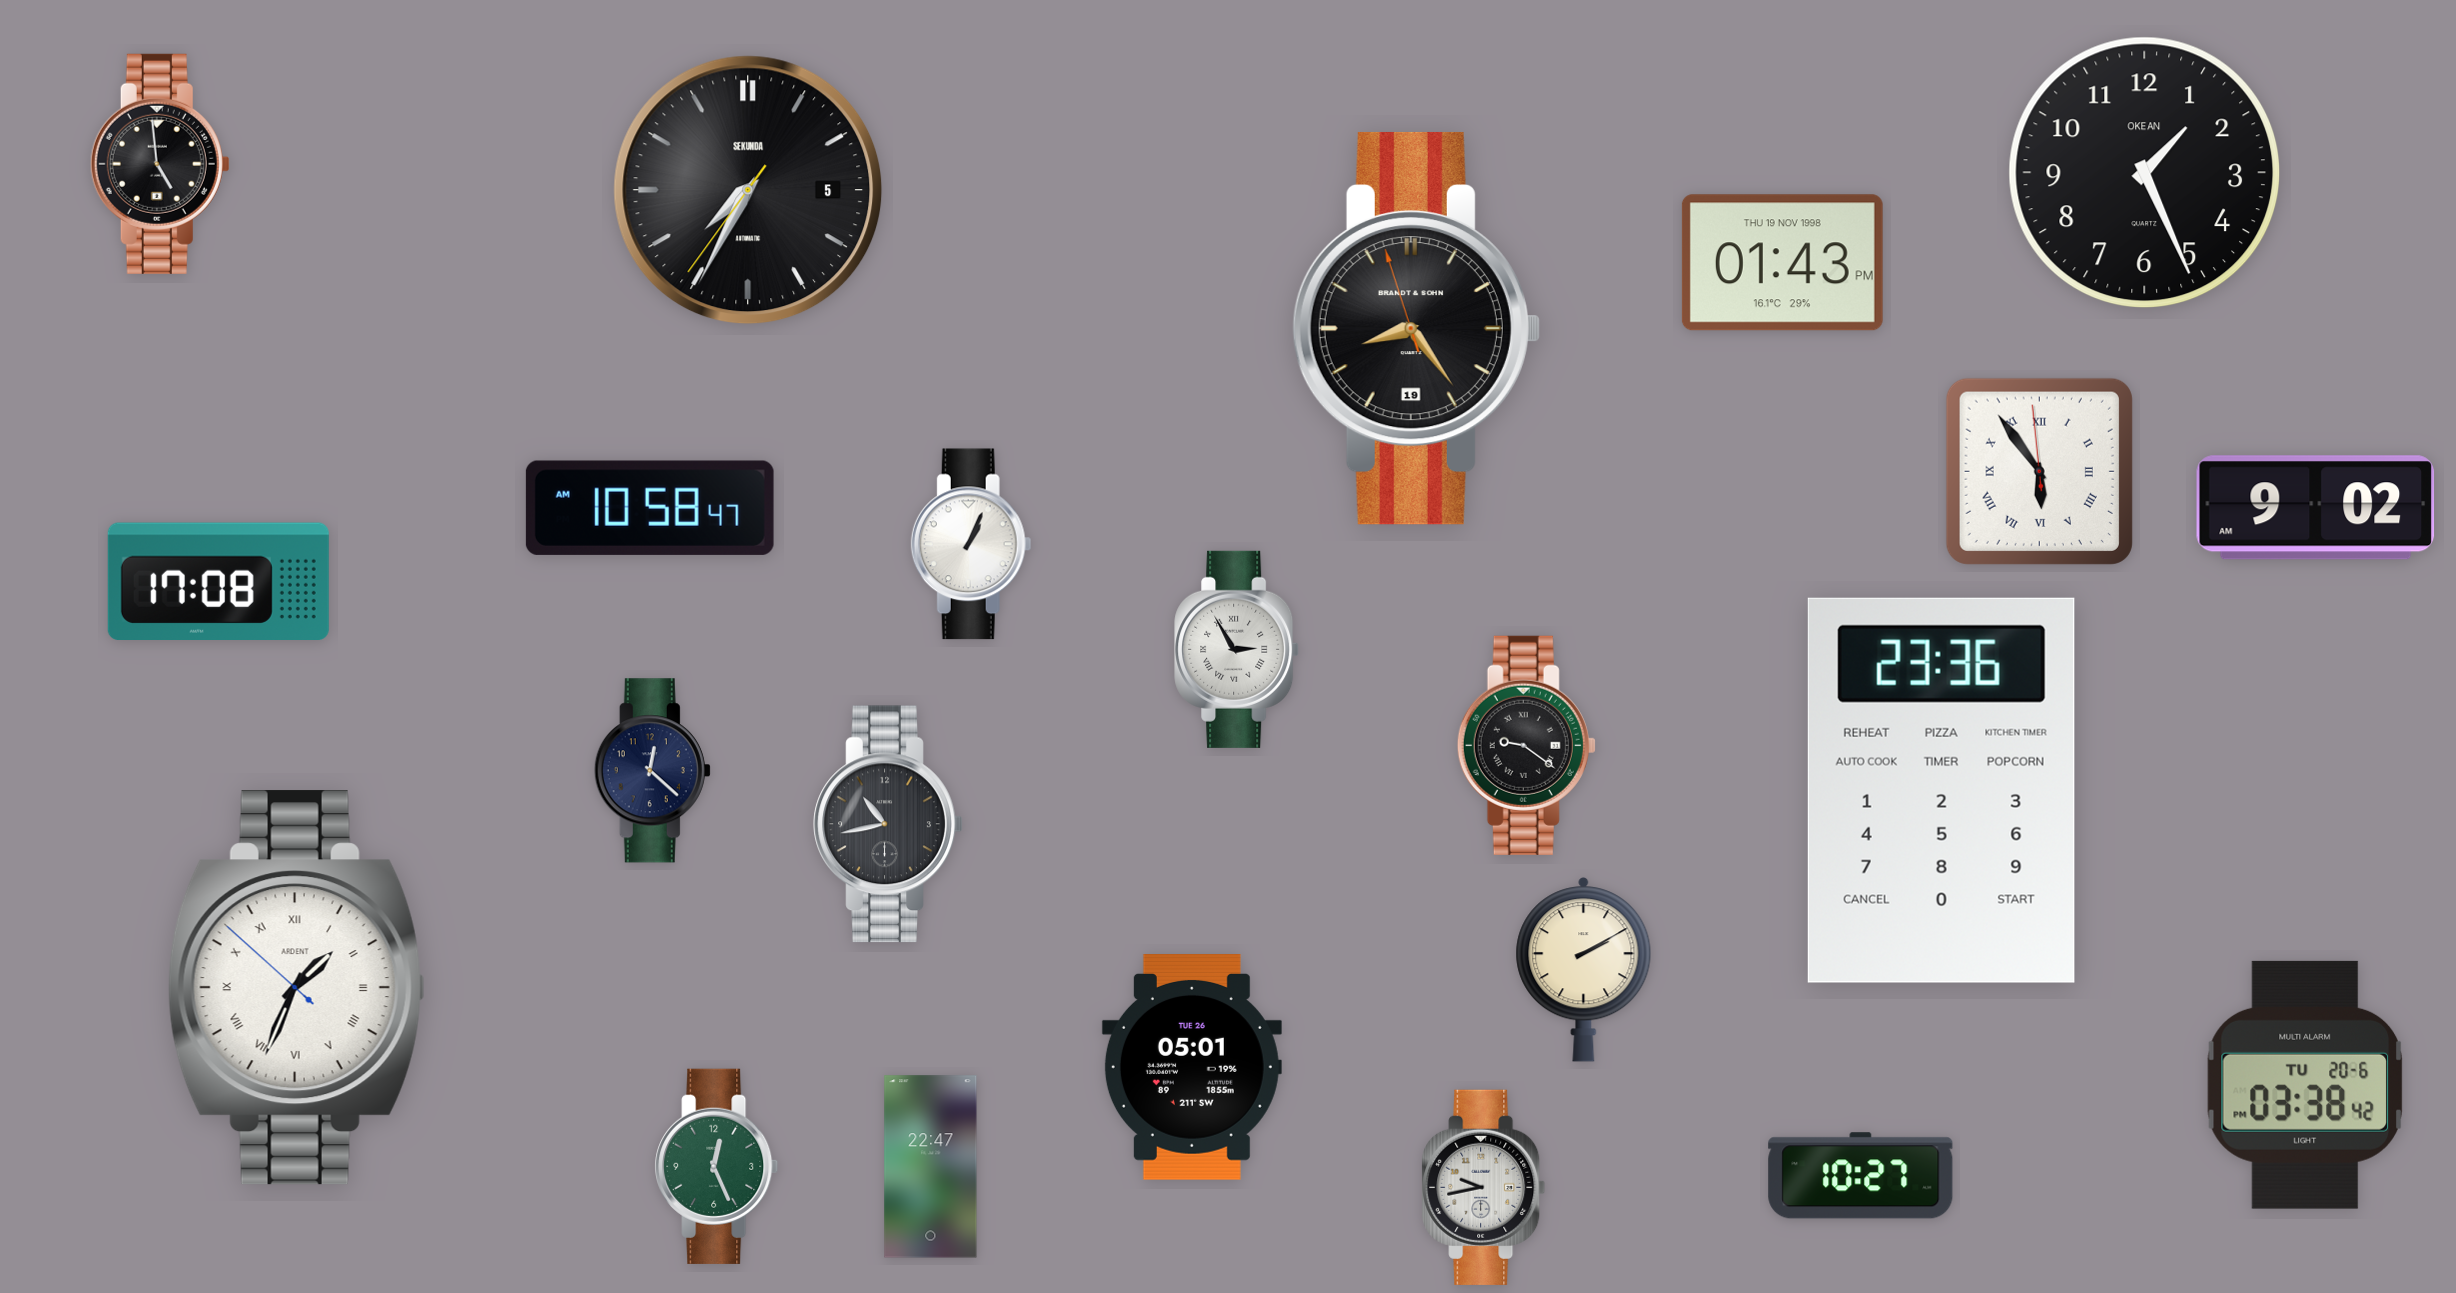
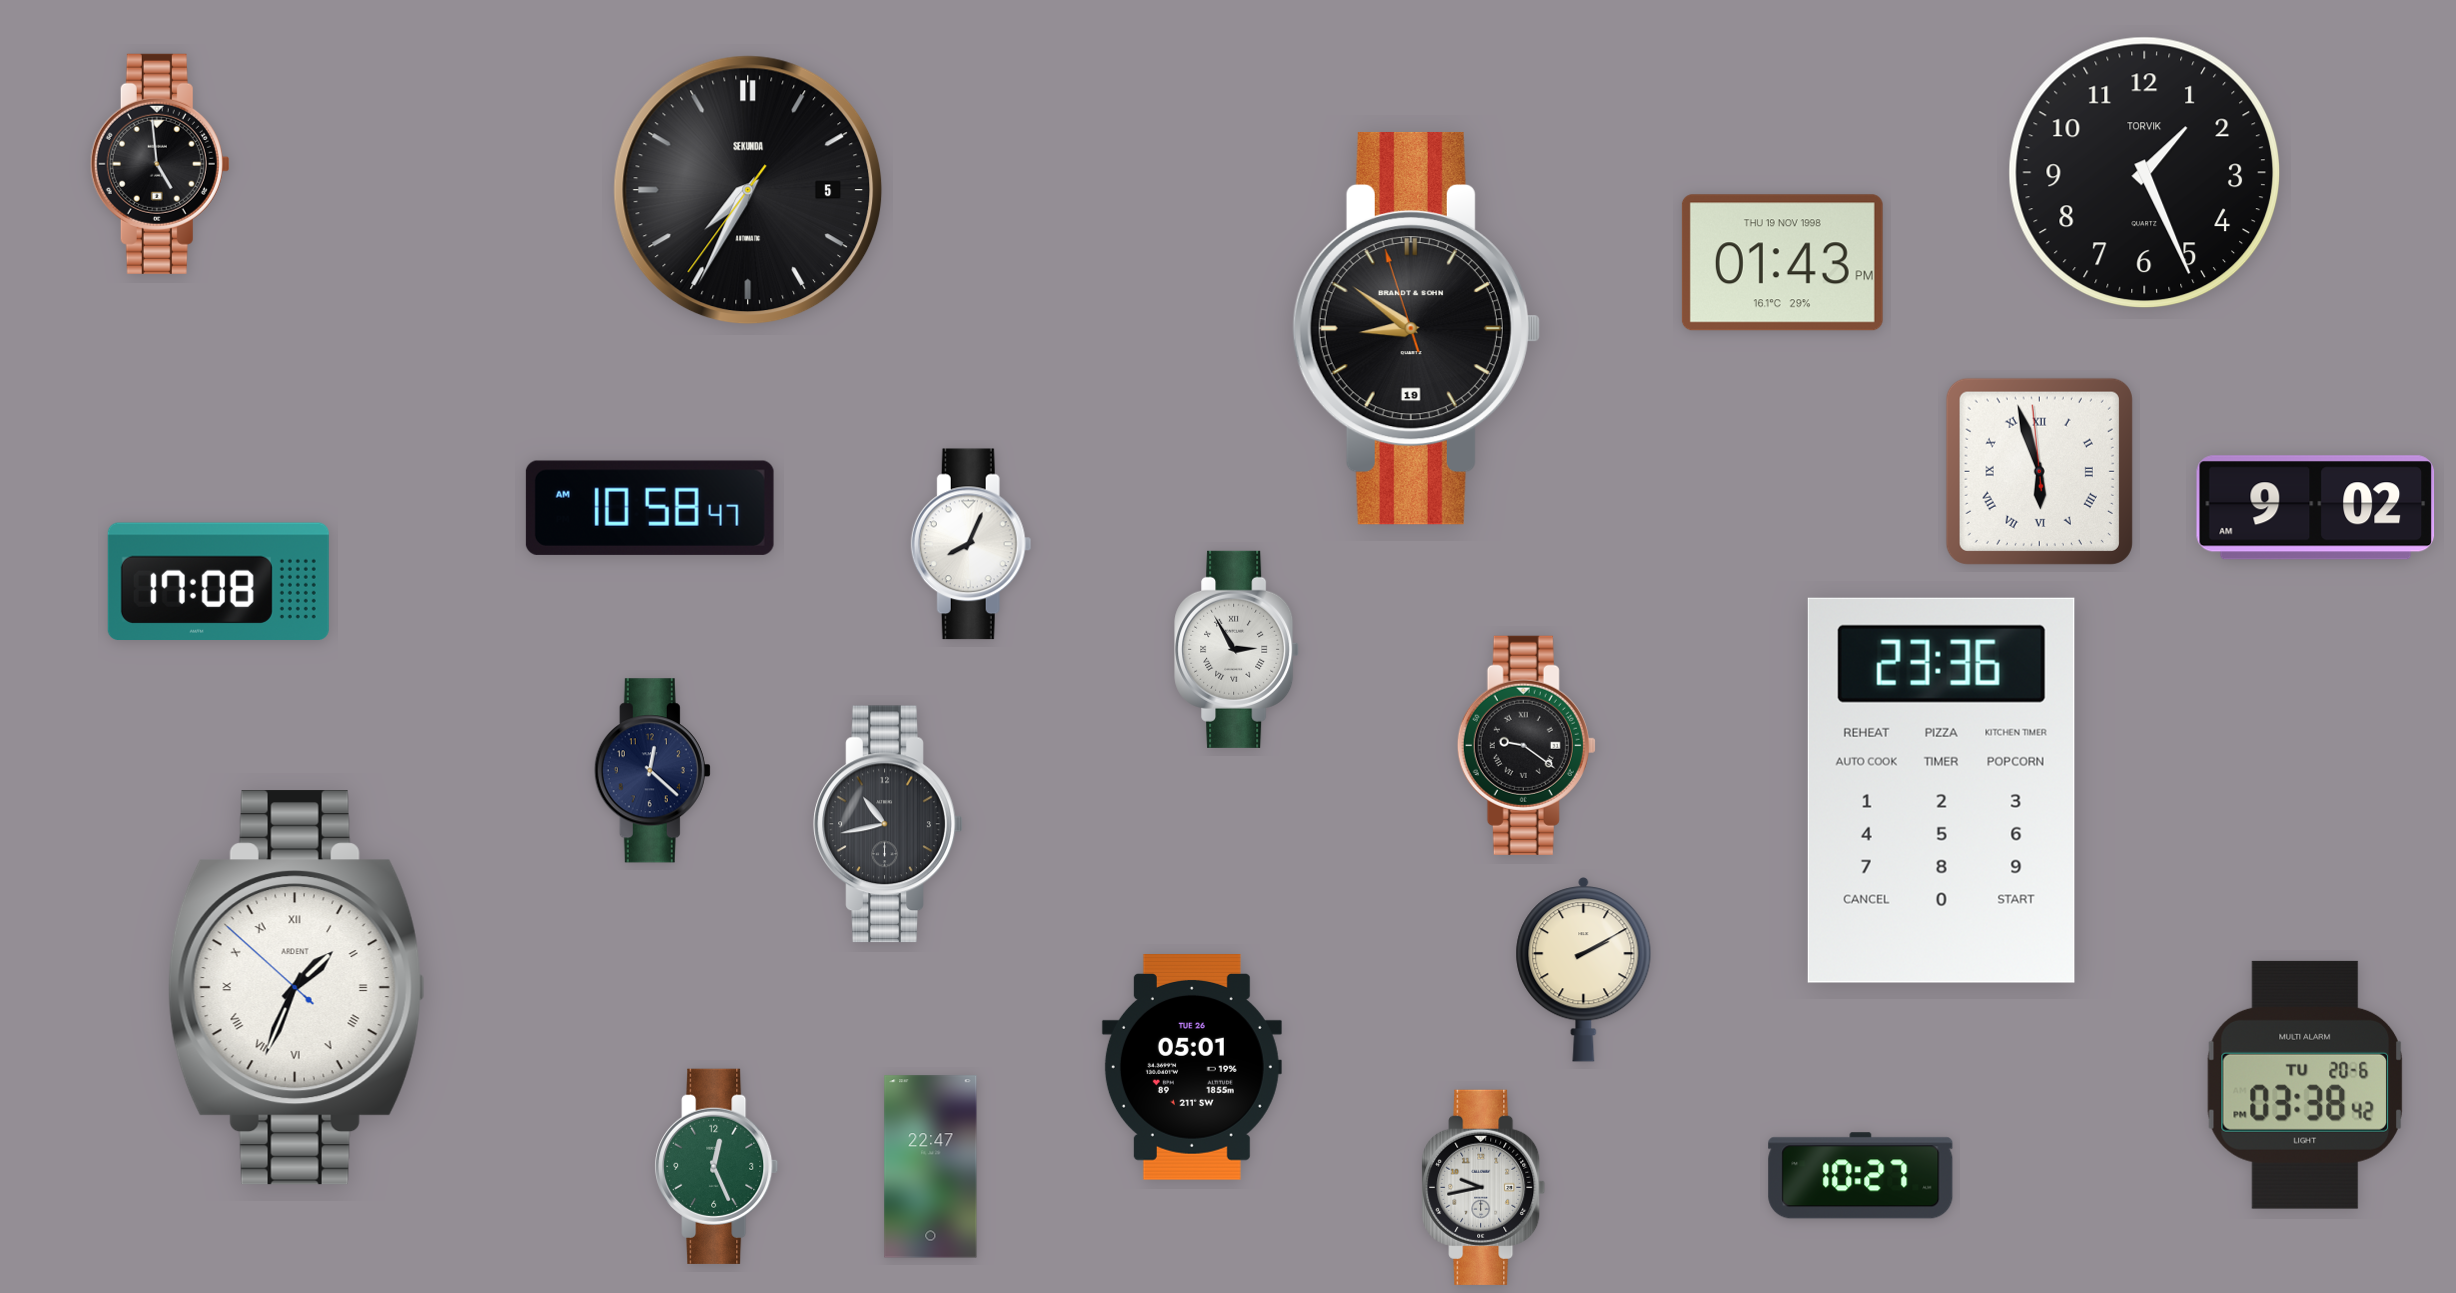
clock at (2144, 173) brand: OKEAN -> TORVIK
clock at (1416, 328): 8:23 -> 8:50
clock at (2039, 471): 5:53 -> 5:56
clock at (971, 544): 1:04 -> 8:04
